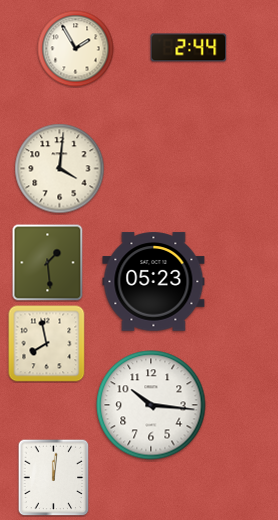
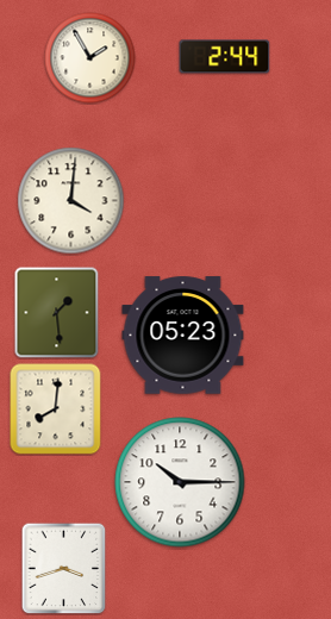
clock at (47, 344): 7:58 -> 8:01
clock at (151, 405): 10:16 -> 10:15
clock at (54, 477): 12:01 -> 3:42
